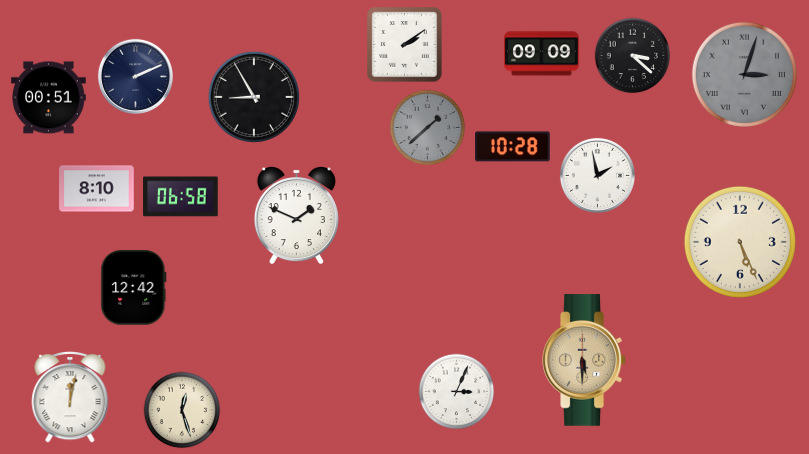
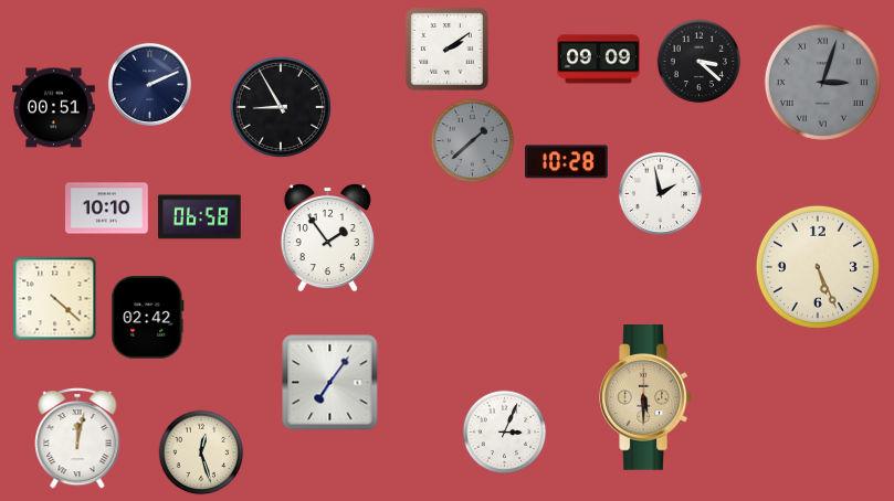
clock at (97, 189): 8:10 -> 10:10
clock at (296, 215): 1:49 -> 1:54
clock at (55, 299): none -> 4:22
clock at (134, 288): 12:42 -> 02:42
clock at (330, 383): none -> 7:06
